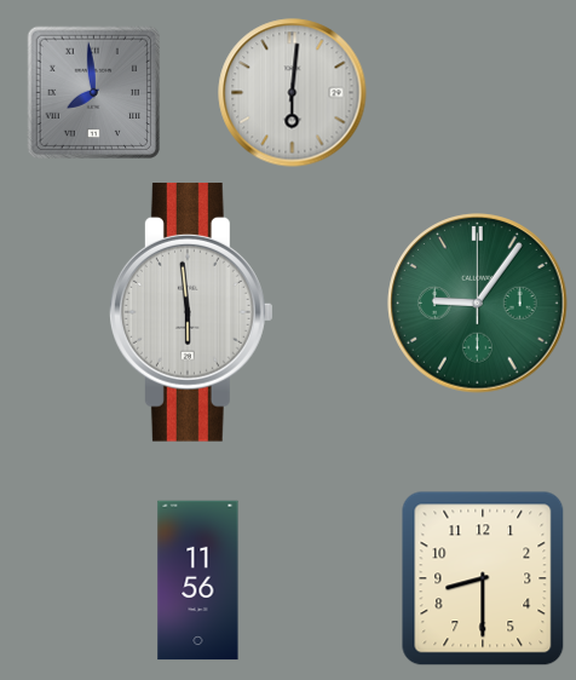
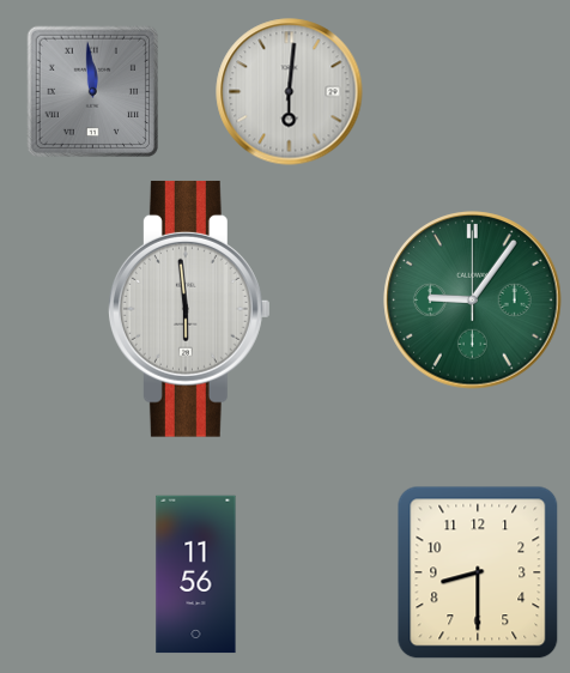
clock at (93, 92): 7:59 -> 11:59
